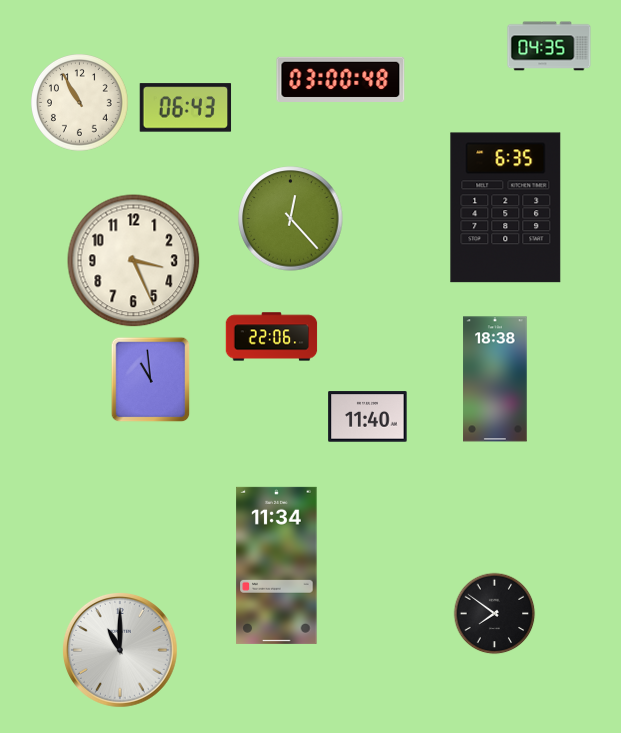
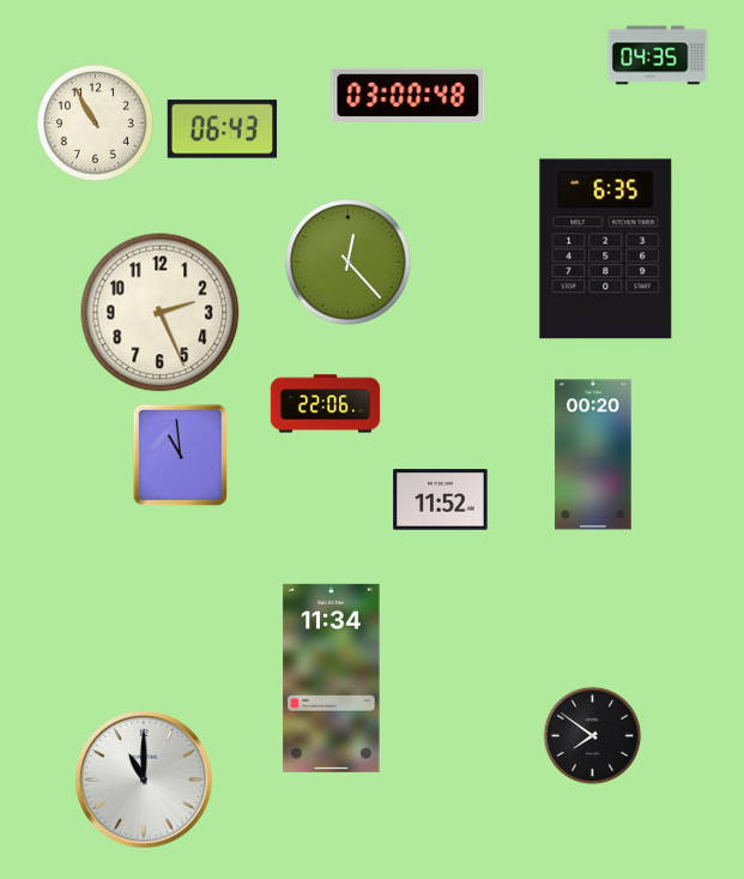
clock at (134, 261): 3:26 -> 2:26
clock at (495, 379): 18:38 -> 00:20
clock at (368, 417): 11:40 -> 11:52
